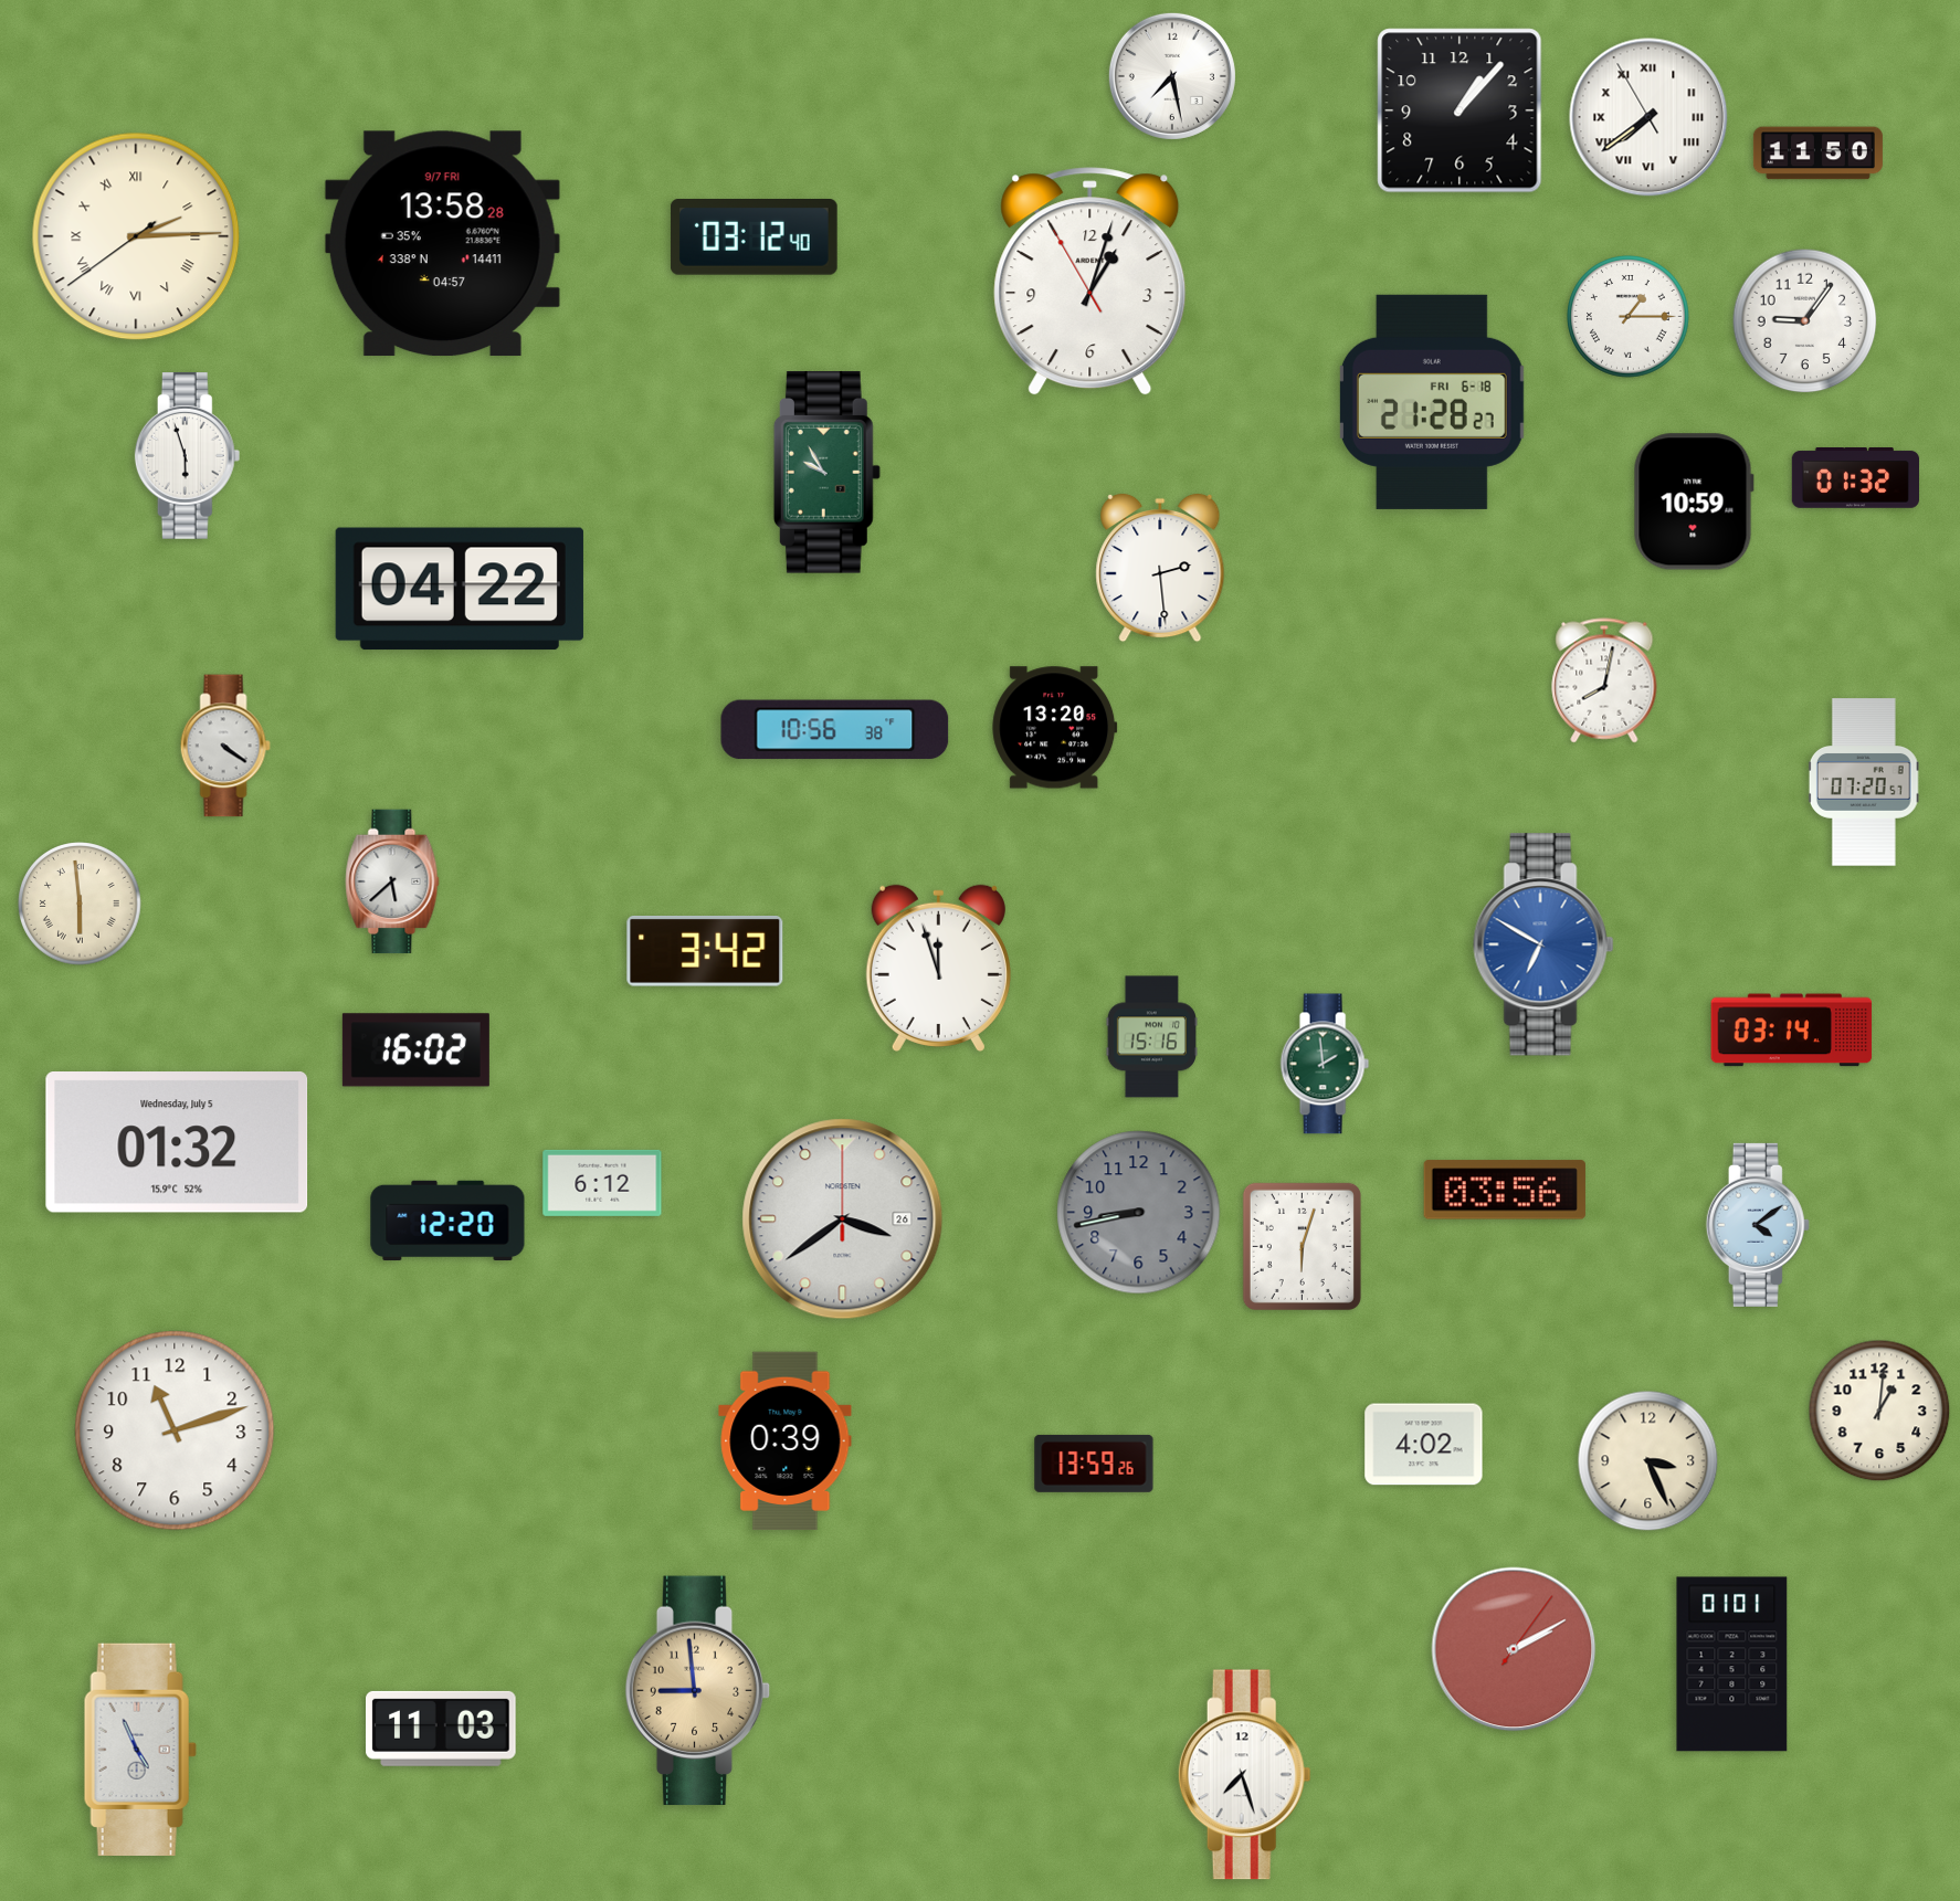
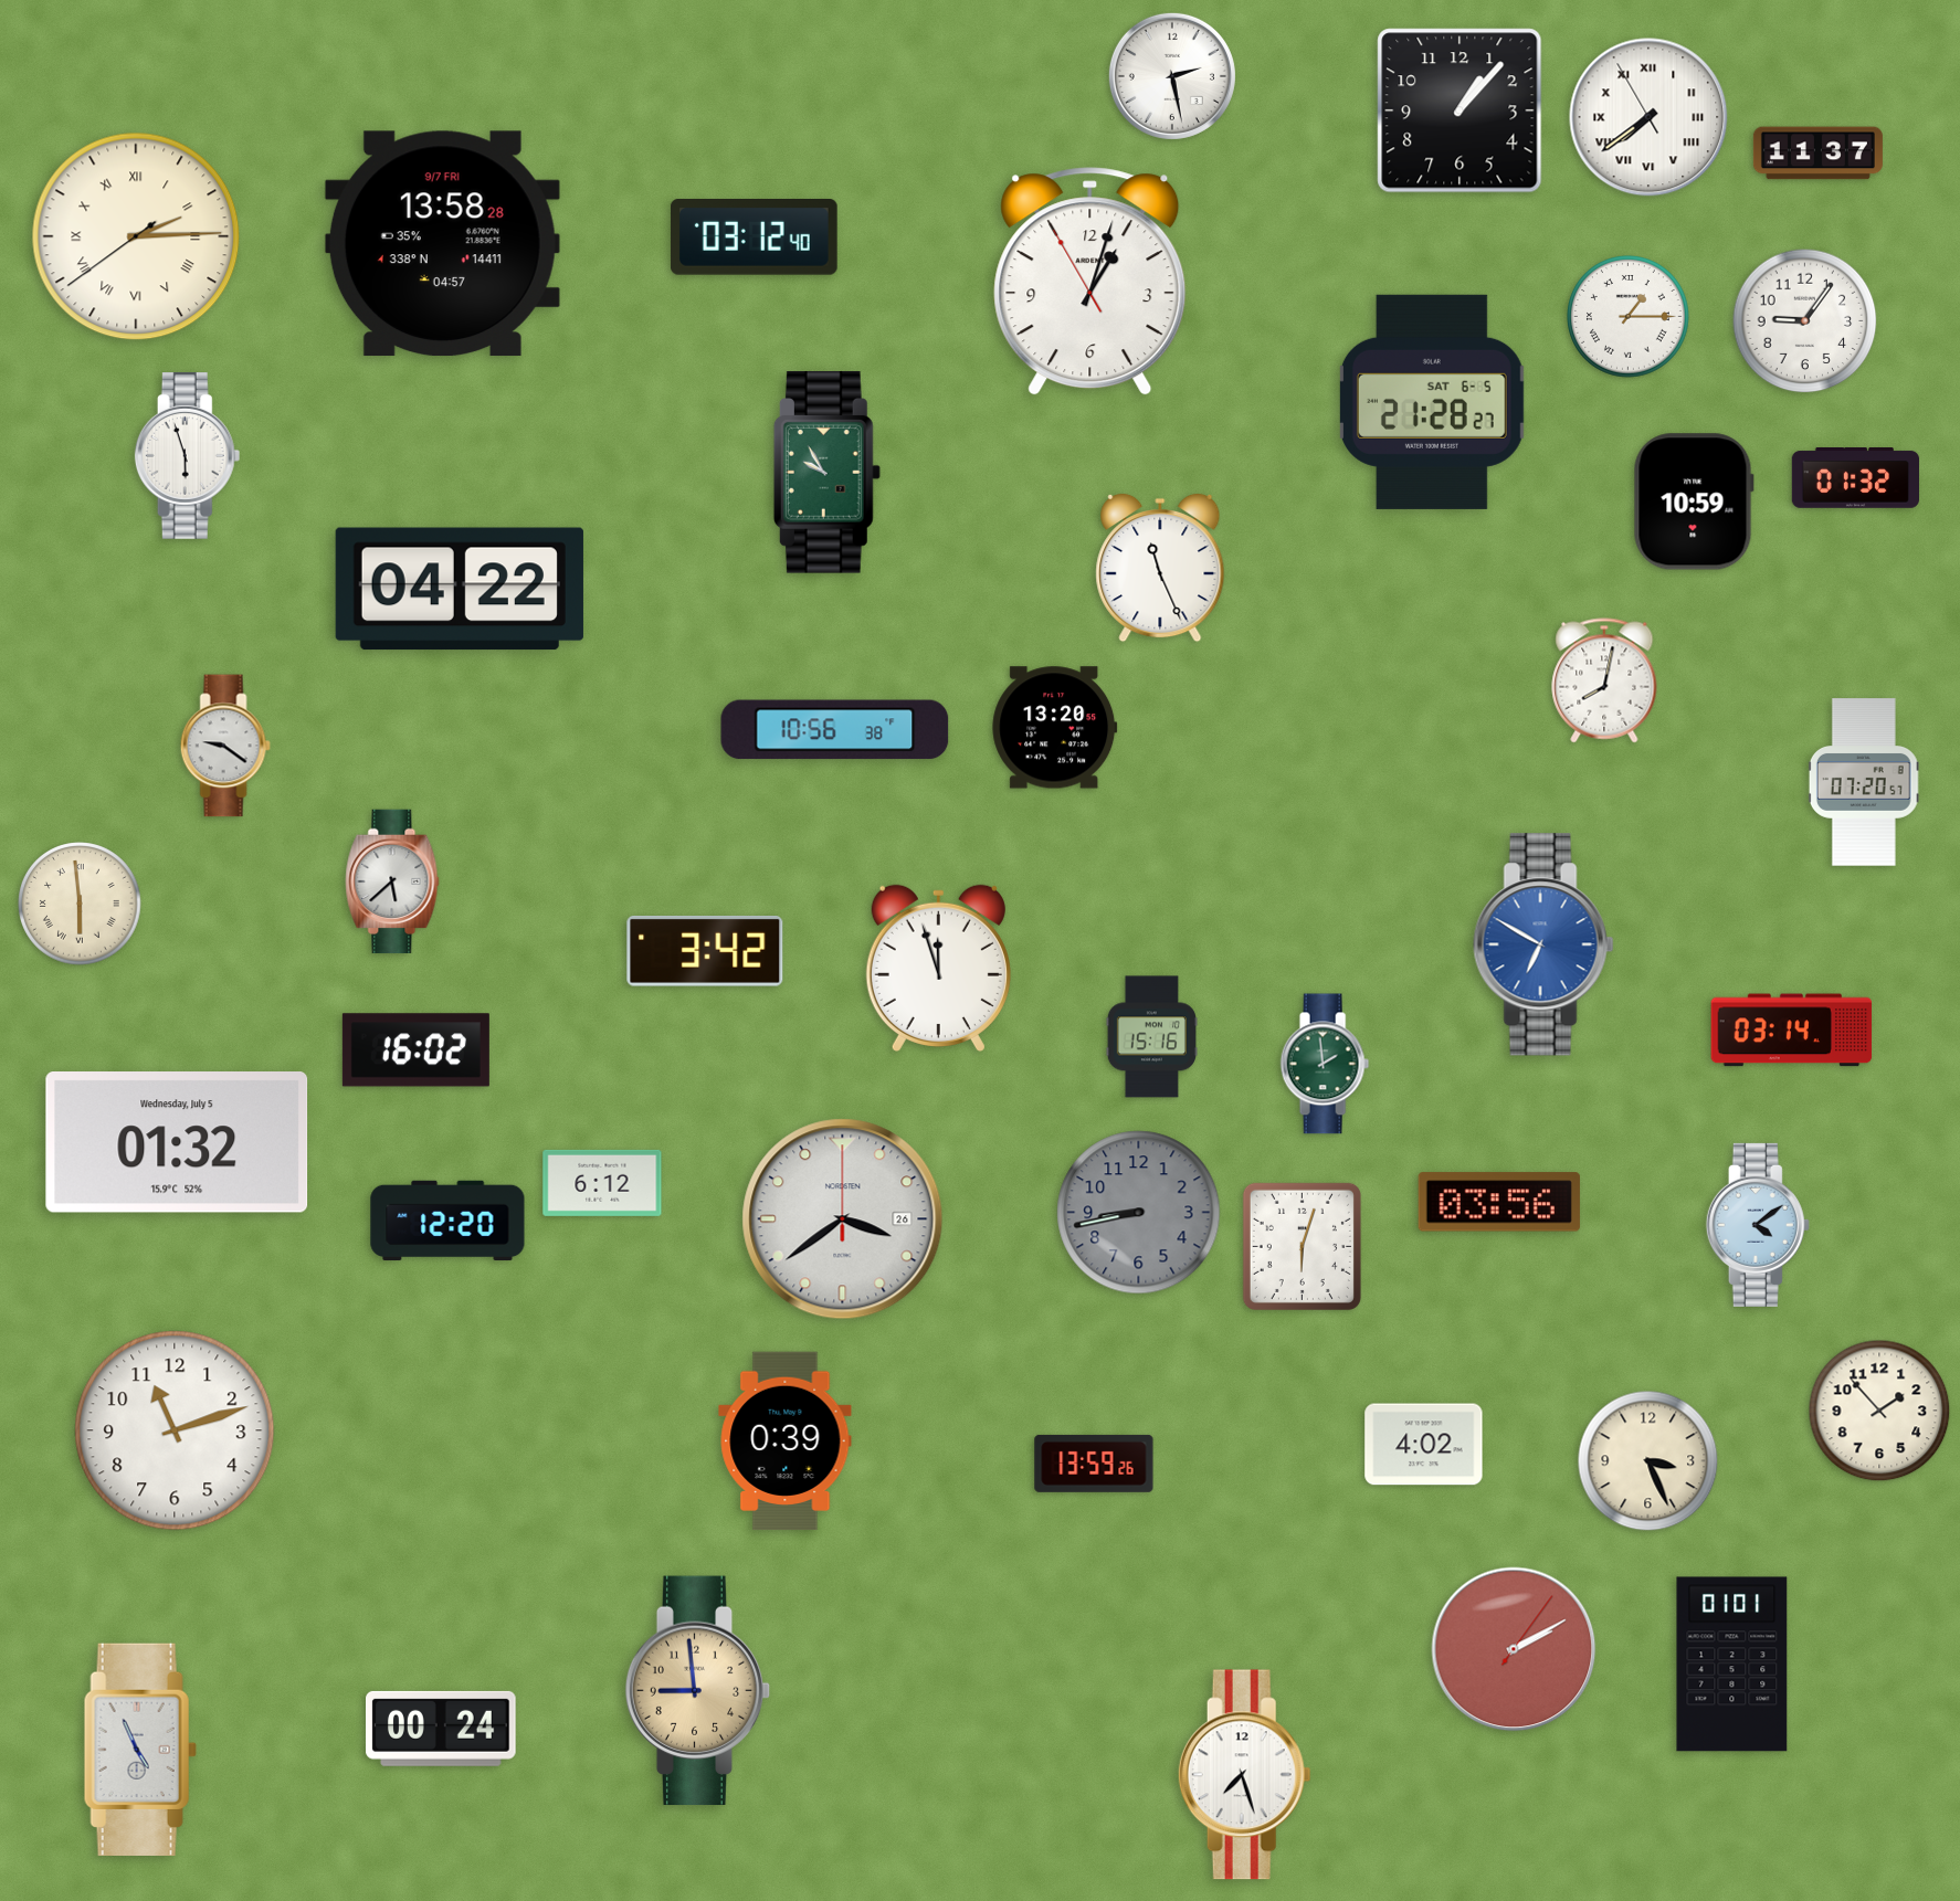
clock at (1172, 76): 7:28 -> 2:28
clock at (1817, 154): 11:50 -> 11:37
clock at (1432, 402) date: FRI 6-18 -> SAT 6-5
clock at (1160, 568): 2:29 -> 11:26
clock at (225, 746): 4:21 -> 9:21
clock at (1505, 1190) position: (1505, 1190) -> (1499, 1202)
clock at (1879, 1411): 1:01 -> 1:53
clock at (442, 1729): 11:03 -> 00:24
